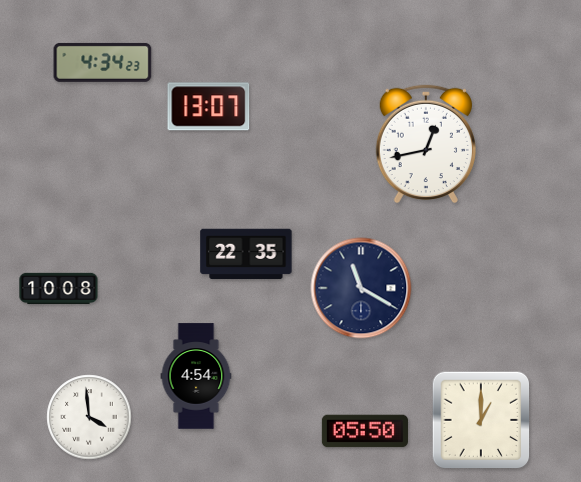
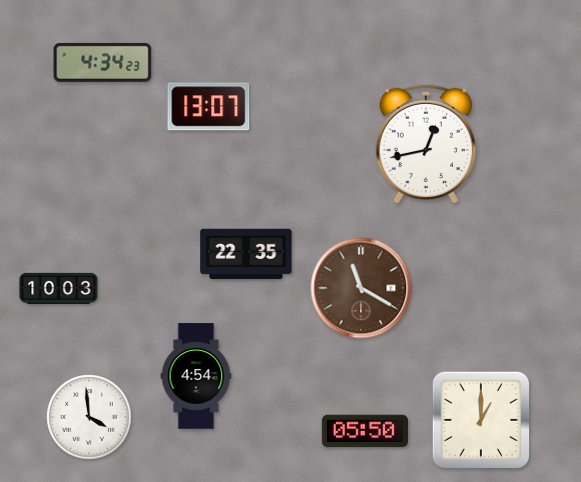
clock at (59, 288): 10:08 -> 10:03
clock at (361, 288) dial: navy -> brown
